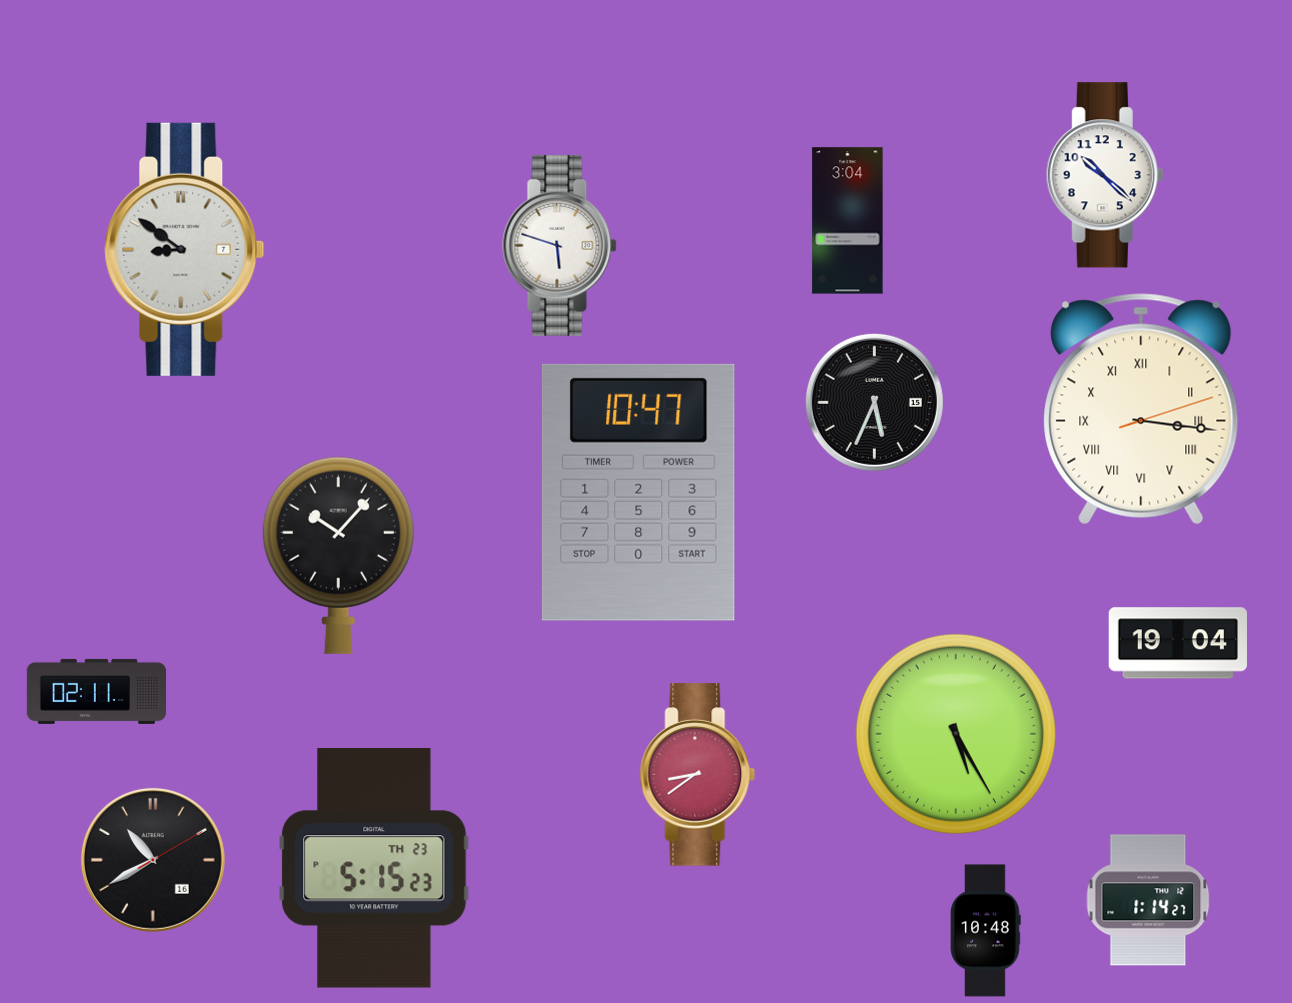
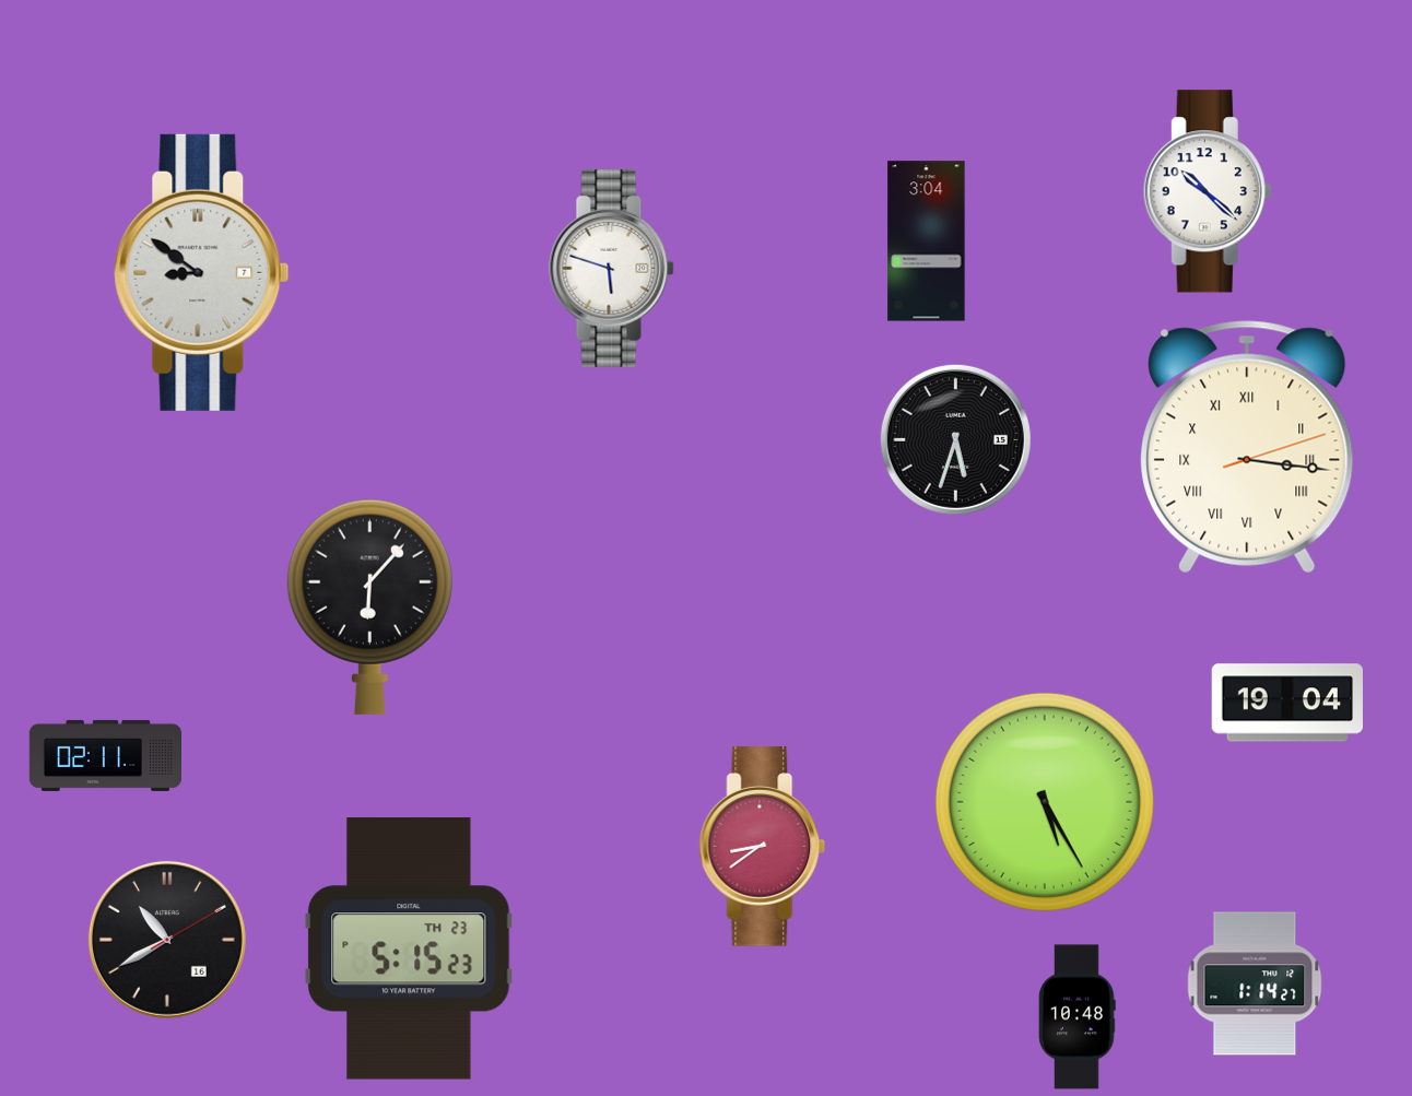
clock at (874, 402): 5:34 -> 5:33
clock at (638, 492): 10:47 -> none
clock at (338, 555): 10:07 -> 6:07
